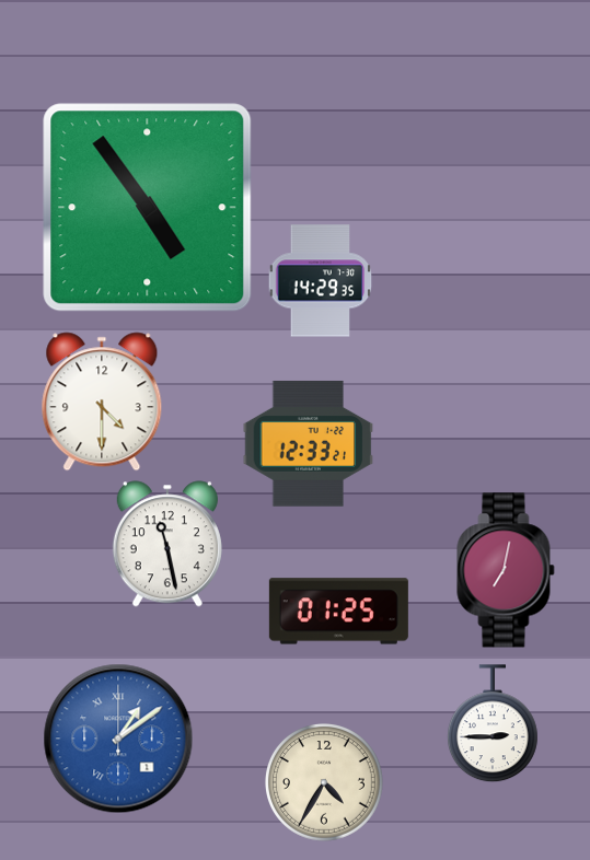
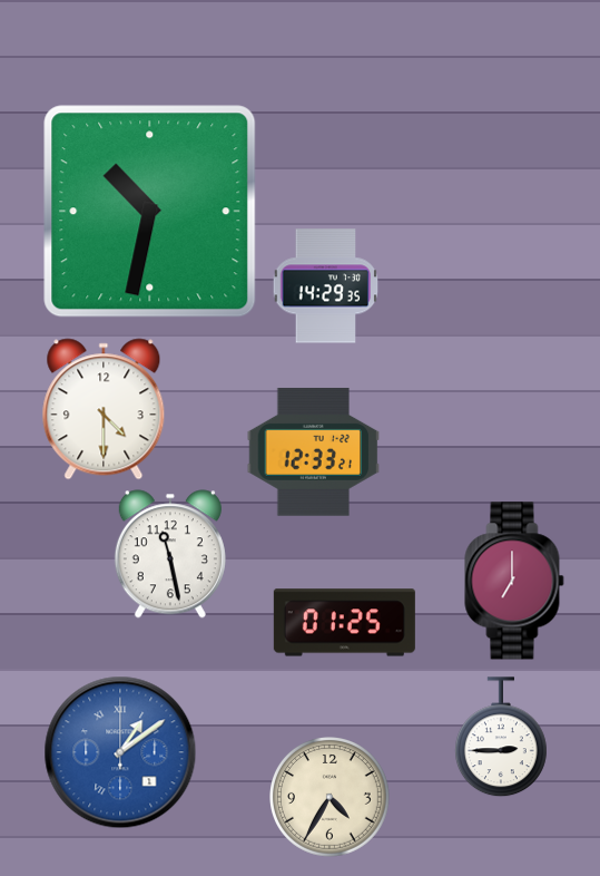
clock at (148, 208): 4:54 -> 10:32
clock at (506, 570): 7:02 -> 7:00
